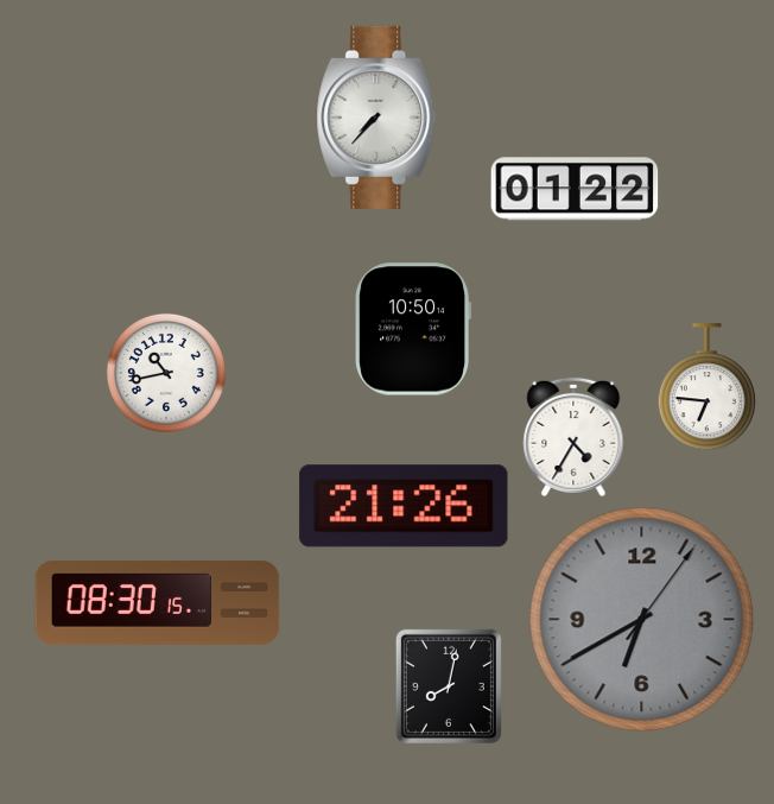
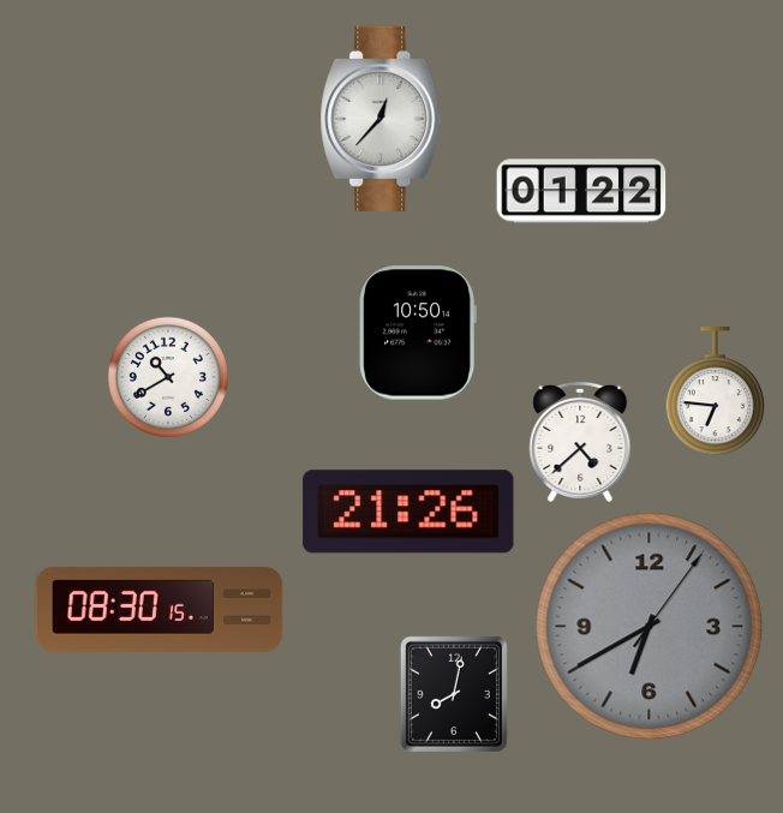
clock at (376, 118): 7:37 -> 12:37
clock at (166, 373): 10:43 -> 10:40
clock at (573, 437): 4:35 -> 4:38
